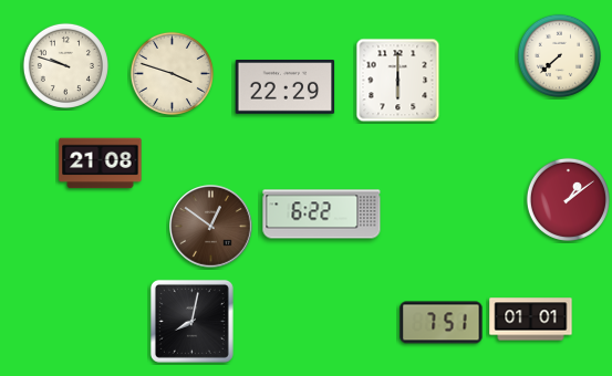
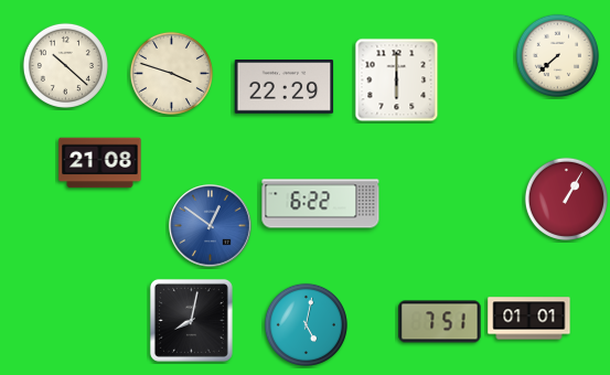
clock at (65, 65): 9:48 -> 10:22
clock at (568, 199): 1:09 -> 1:05
clock at (322, 215) position: (322, 215) -> (321, 204)
clock at (211, 227) dial: brown -> blue
clock at (306, 324): none -> 5:02
